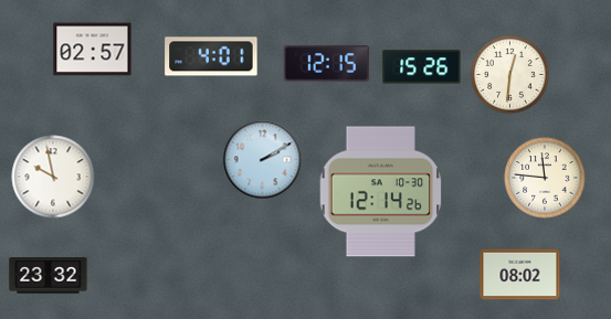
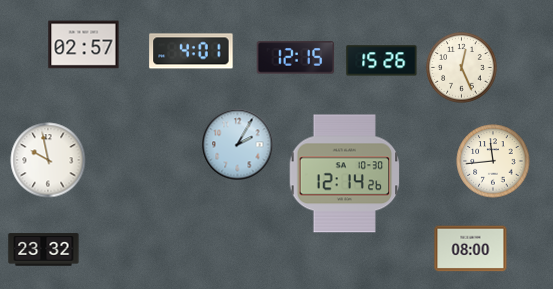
clock at (510, 75): 12:31 -> 12:26
clock at (263, 160): 2:10 -> 2:05
clock at (545, 178): 11:46 -> 11:44
clock at (520, 275): 08:02 -> 08:00
